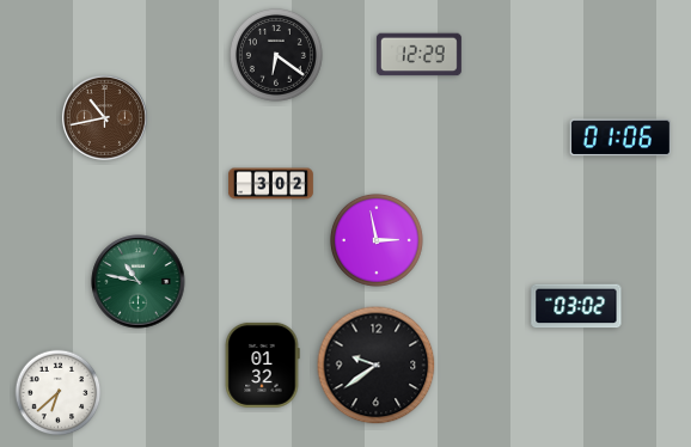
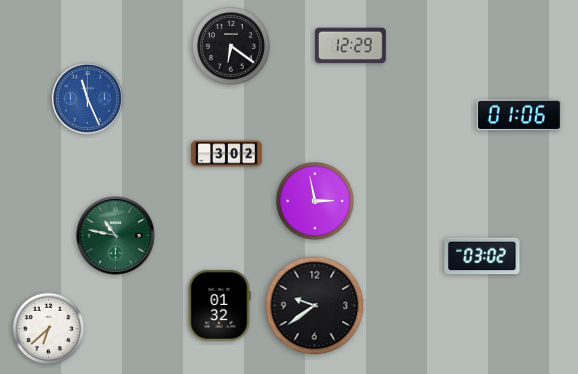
clock at (104, 117): 10:43 -> 11:26
clock at (104, 117) dial: brown -> blue
